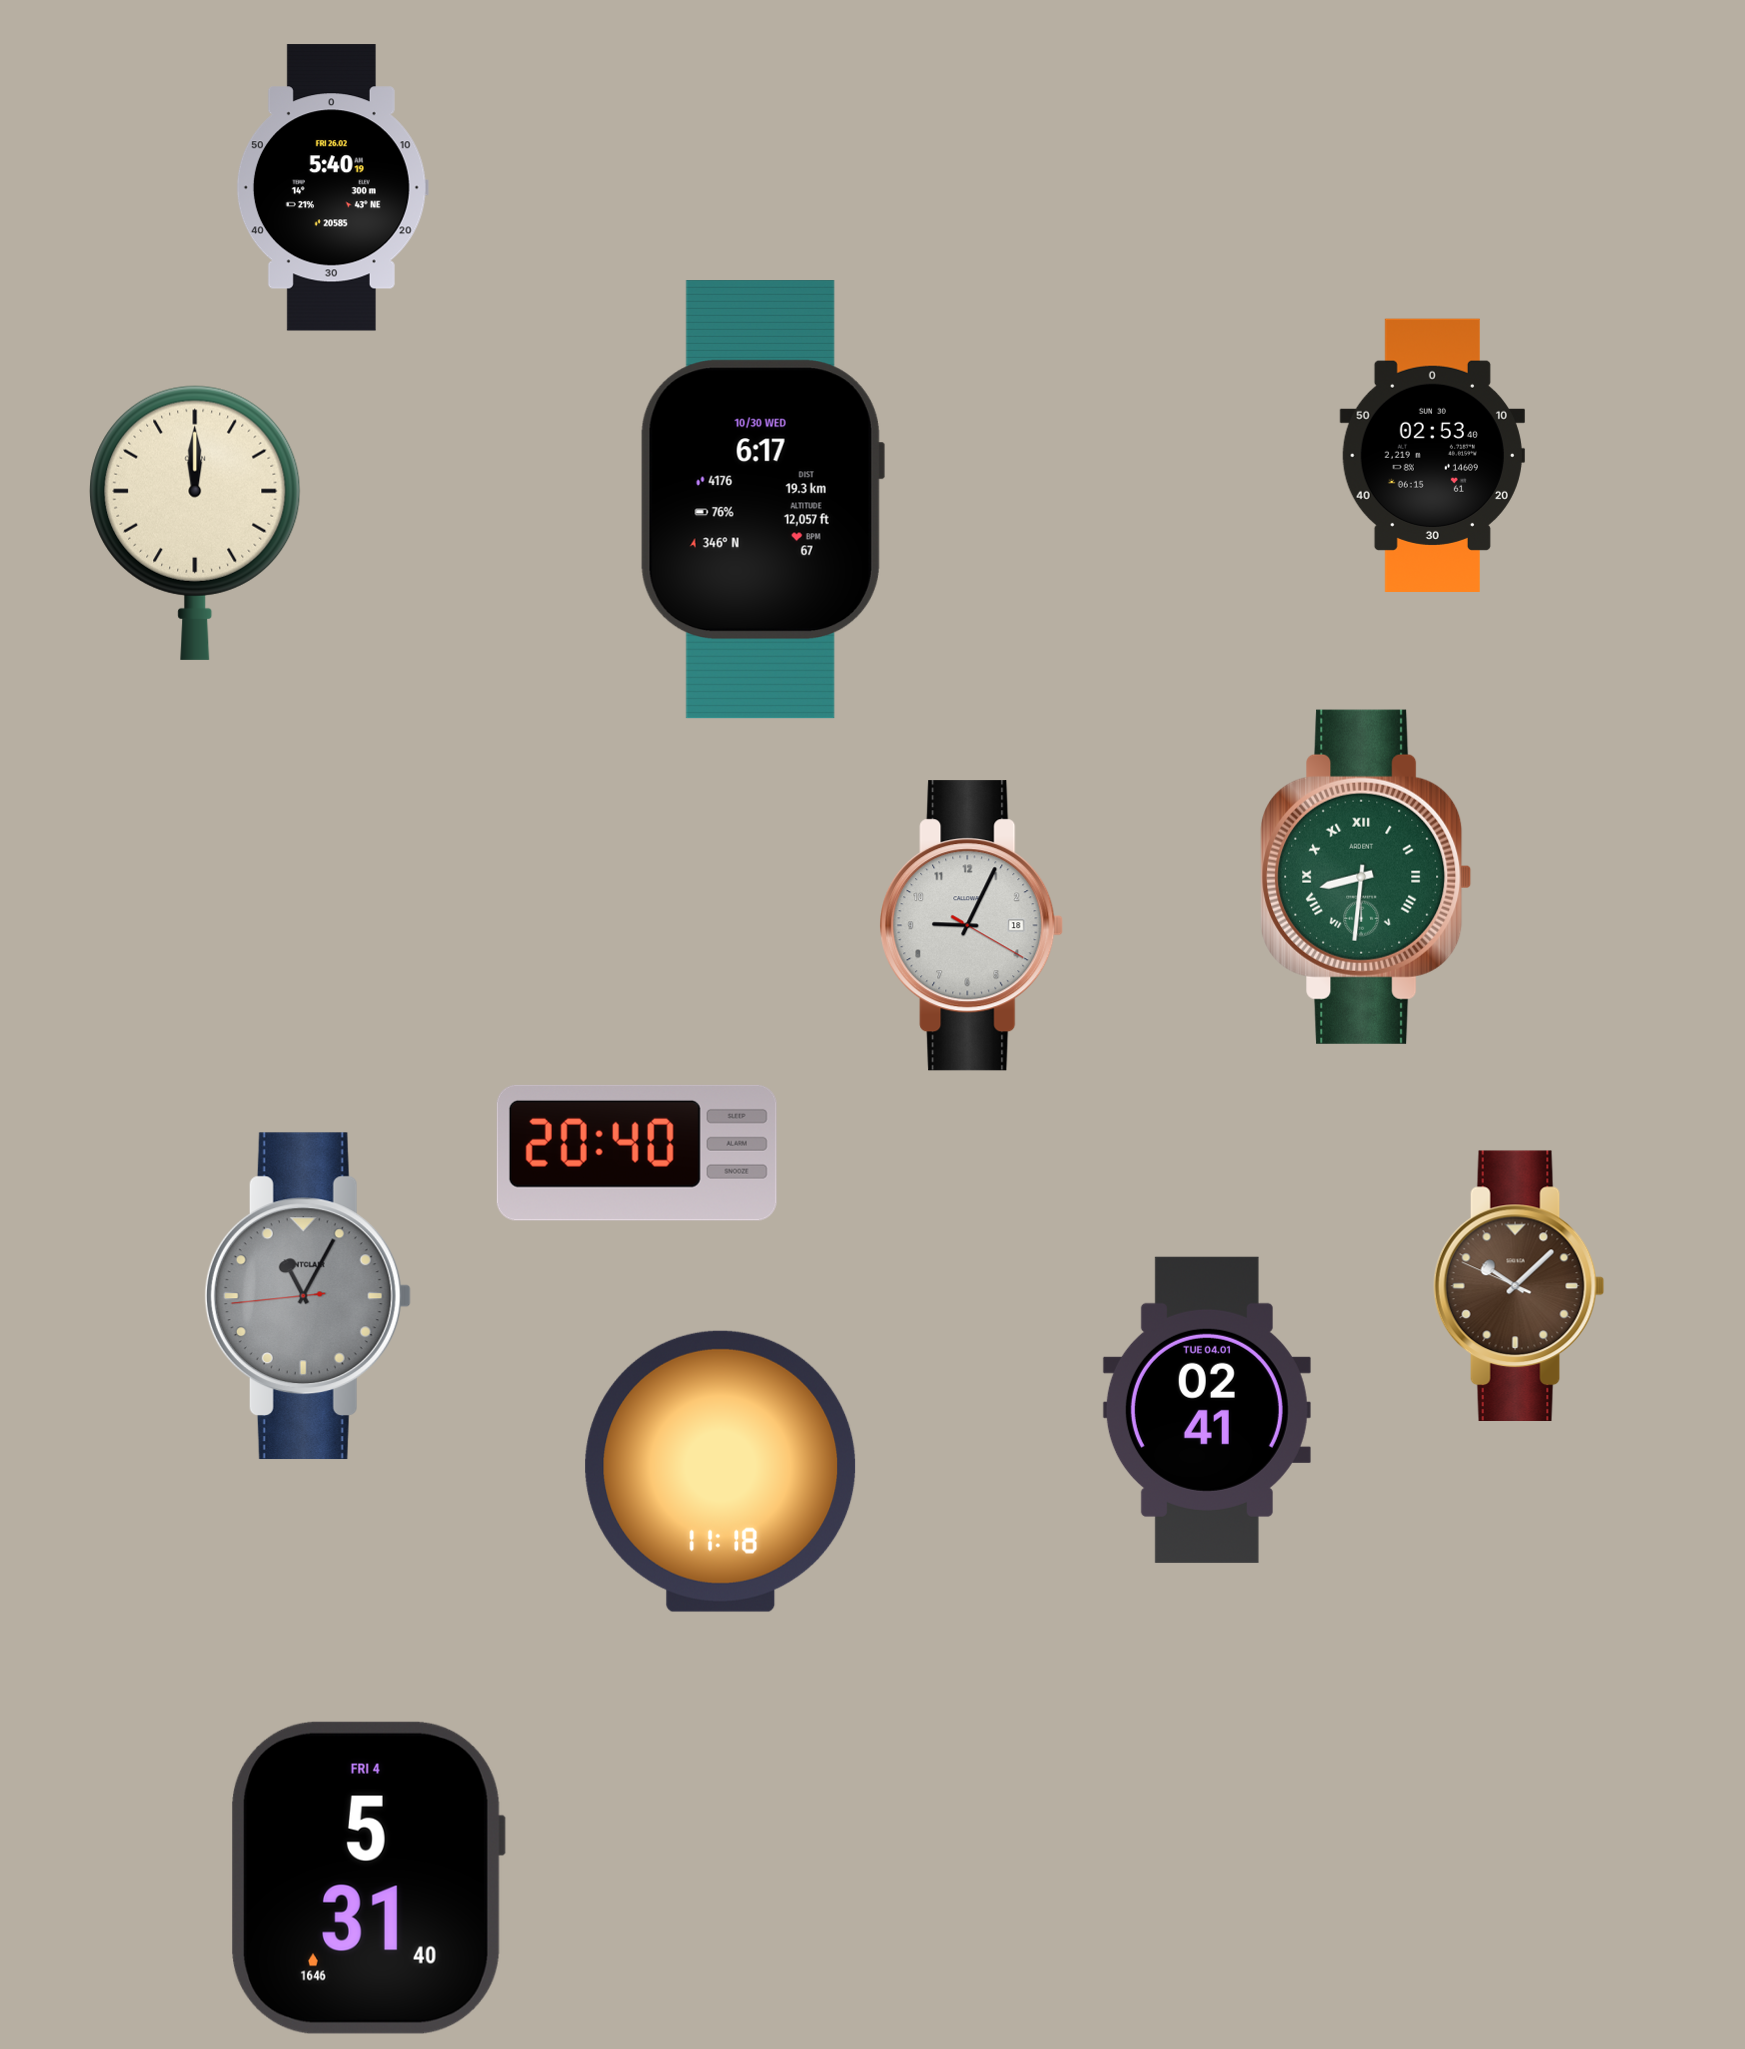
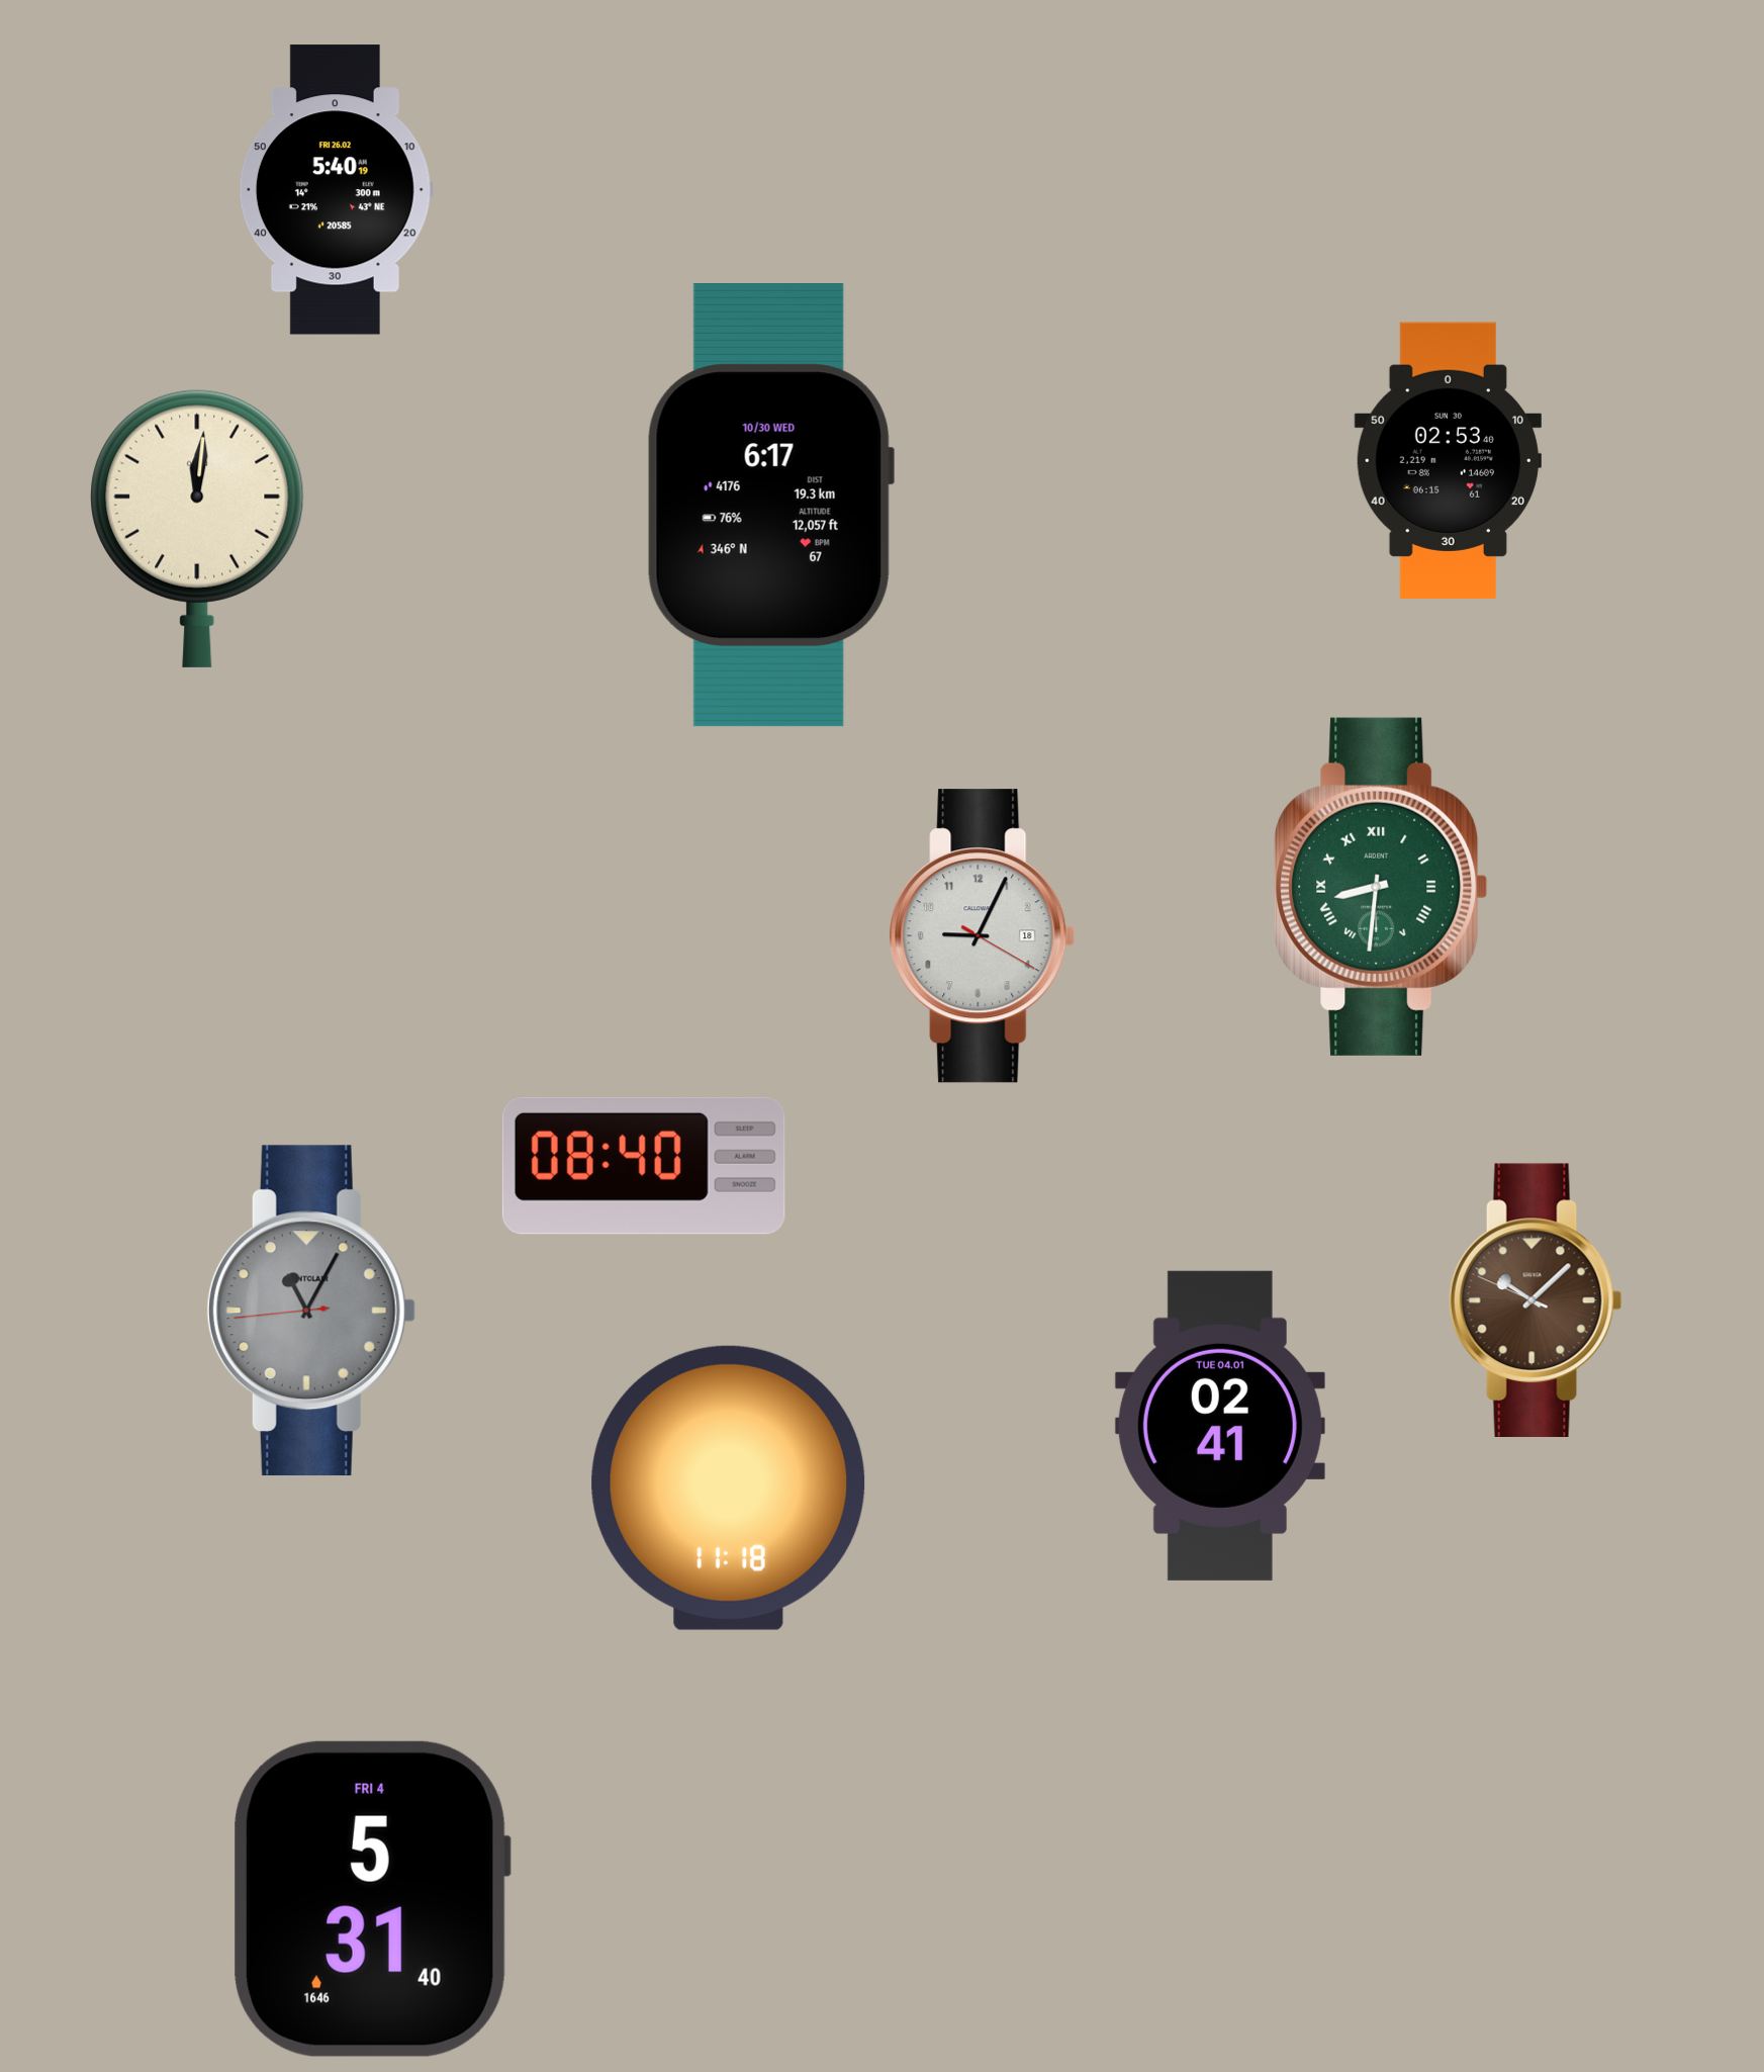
clock at (195, 523): 12:00 -> 12:01
clock at (637, 1153): 20:40 -> 08:40
